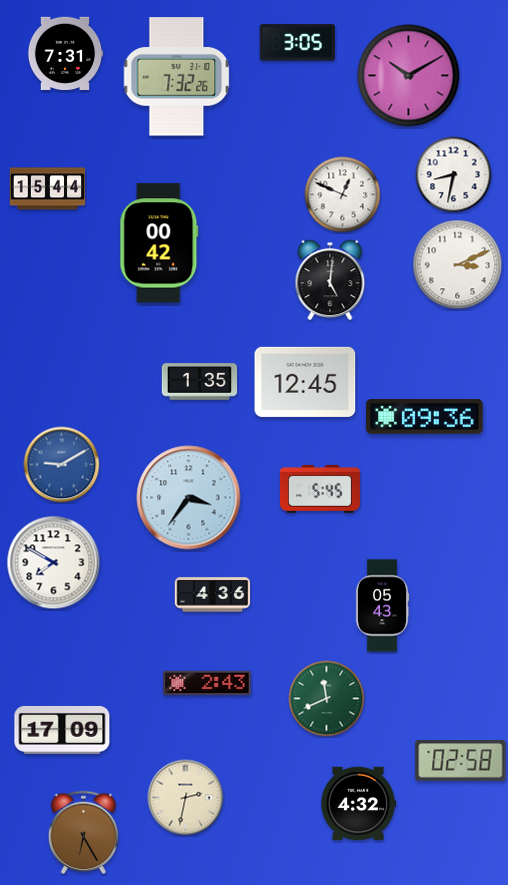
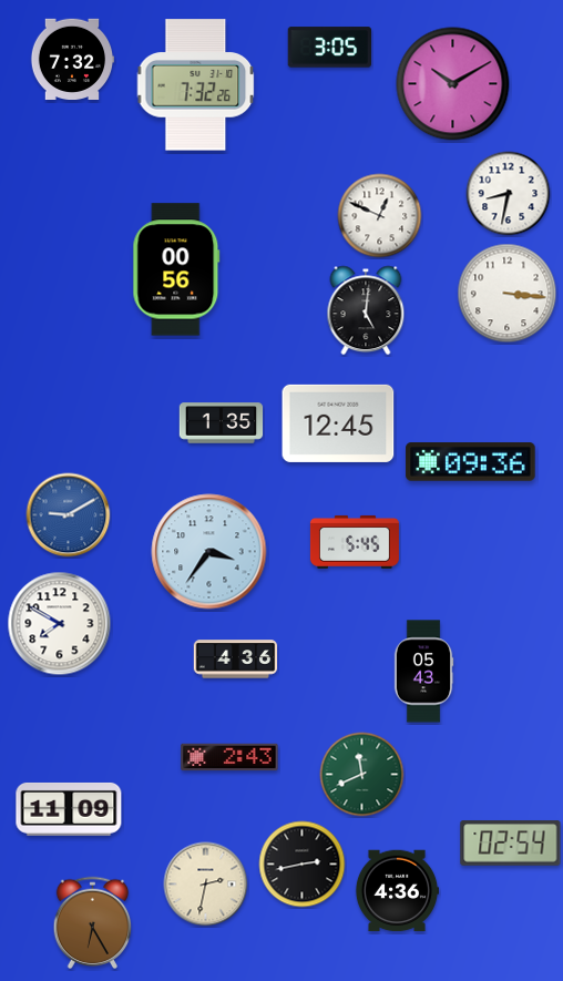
clock at (65, 53): 7:31 -> 7:32
clock at (454, 175) position: (454, 175) -> (509, 194)
clock at (48, 189): 15:44 -> none
clock at (159, 243): 00:42 -> 00:56
clock at (458, 265): 3:11 -> 3:16
clock at (62, 730): 17:09 -> 11:09
clock at (461, 761): 02:58 -> 02:54
clock at (303, 865): none -> 2:43
clock at (358, 804): 4:32 -> 4:36
